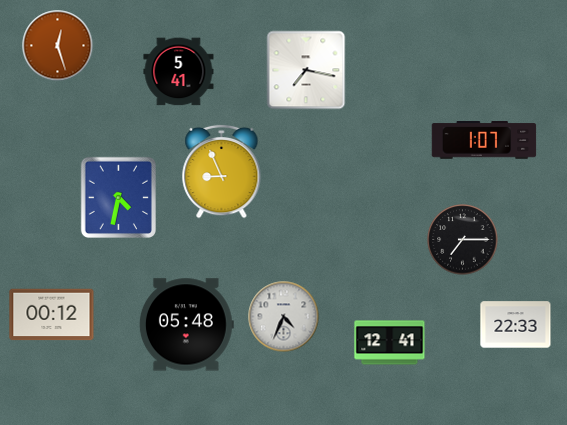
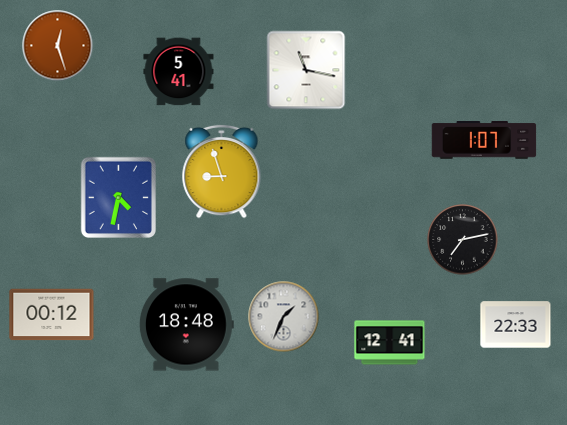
clock at (306, 70): 7:17 -> 11:17
clock at (222, 171): 8:56 -> 8:57
clock at (463, 240): 7:15 -> 7:13
clock at (284, 317): 4:34 -> 1:34
clock at (186, 325): 05:48 -> 18:48
